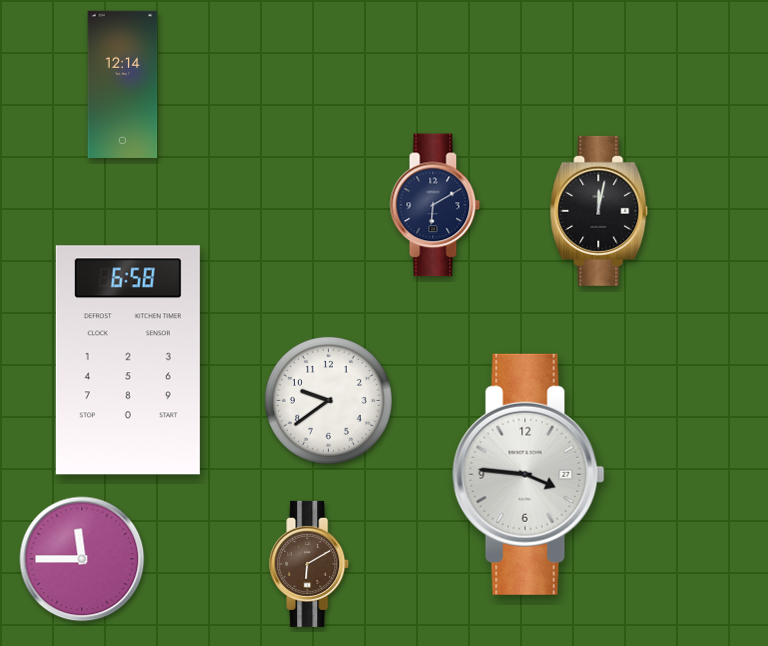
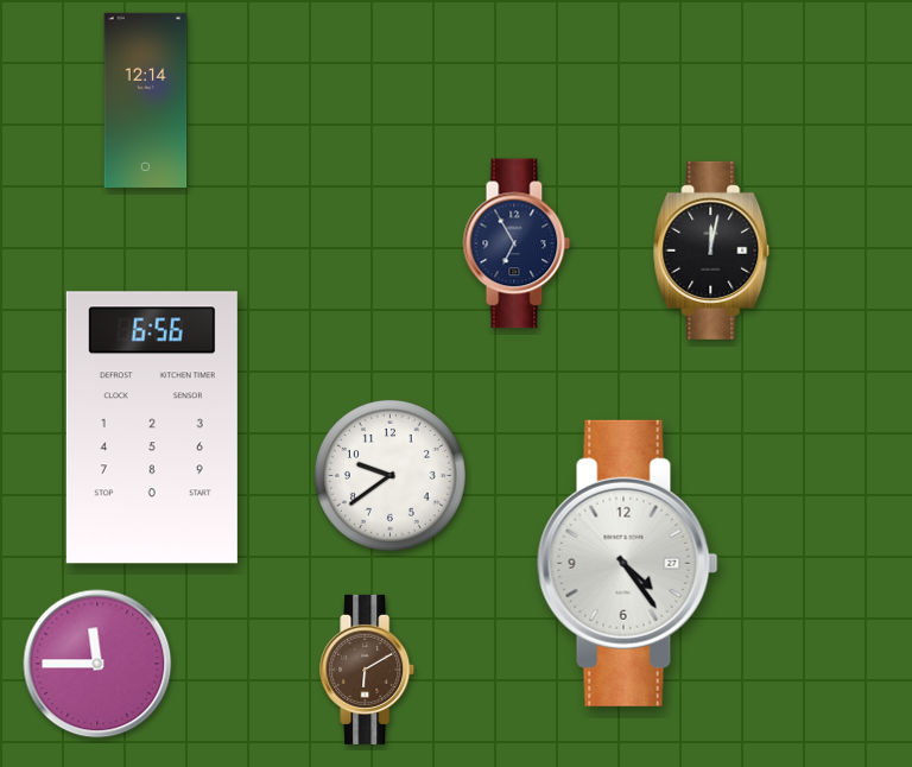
clock at (435, 205): 6:10 -> 6:55
clock at (128, 360): 6:58 -> 6:56
clock at (529, 474): 3:46 -> 4:24
